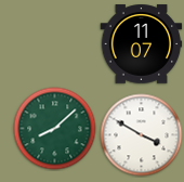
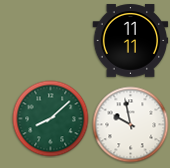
clock at (142, 44): 11:07 -> 11:11
clock at (142, 135): 3:50 -> 9:58
